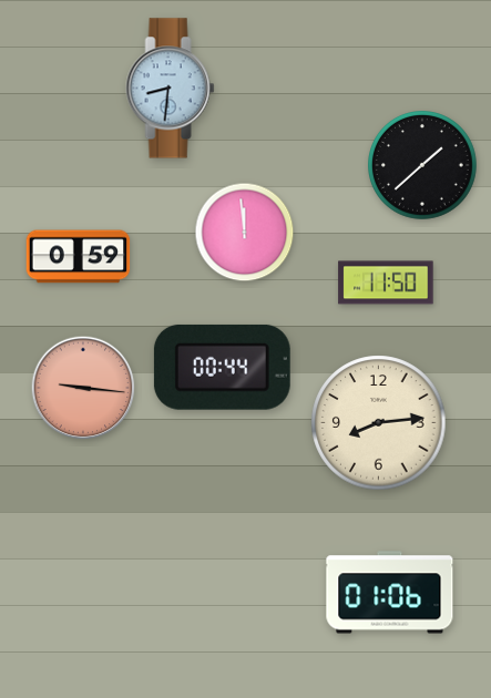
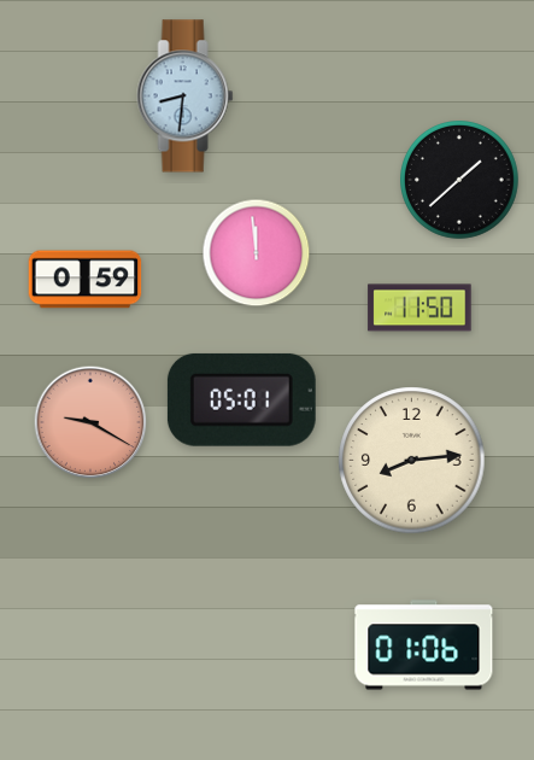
clock at (245, 233) position: (245, 233) -> (257, 253)
clock at (222, 367): 00:44 -> 05:01
clock at (83, 388): 9:16 -> 9:20
